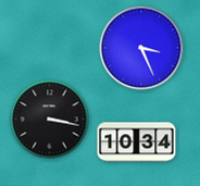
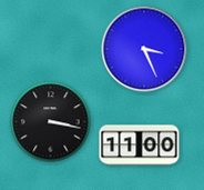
clock at (137, 142): 10:34 -> 11:00
